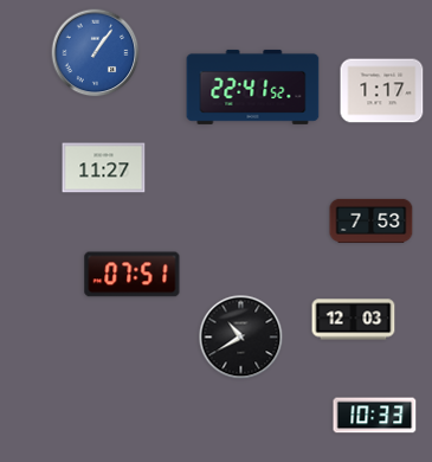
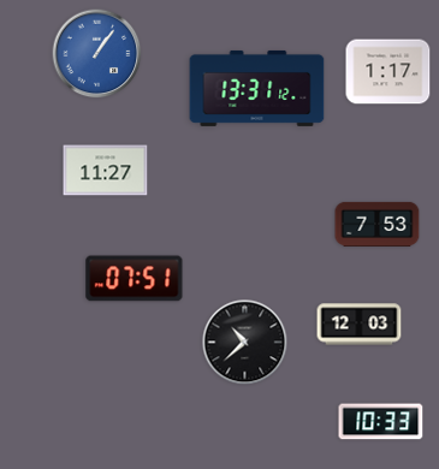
clock at (253, 86): 22:41 -> 13:31
clock at (382, 91) position: (382, 91) -> (388, 72)
clock at (241, 338): 10:40 -> 10:38
